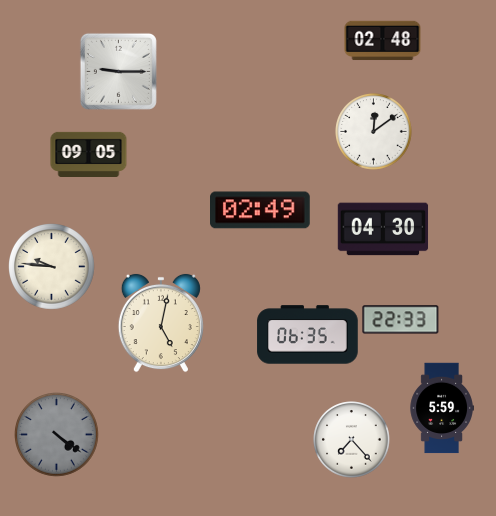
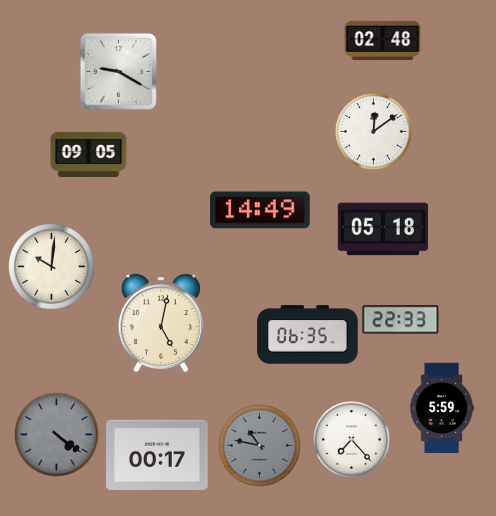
clock at (118, 71): 9:15 -> 9:20
clock at (261, 210): 02:49 -> 14:49
clock at (383, 229): 04:30 -> 05:18
clock at (52, 267): 9:46 -> 10:01
clock at (260, 446): none -> 10:47
clock at (157, 455): none -> 00:17
